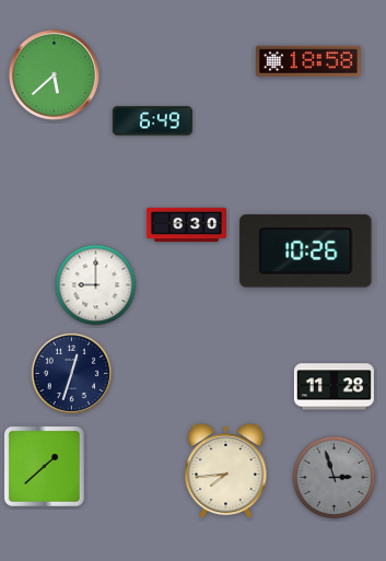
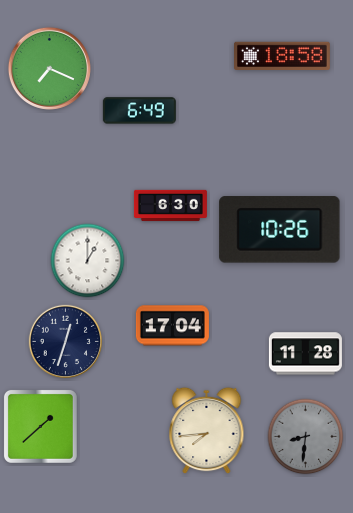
clock at (54, 74): 5:38 -> 7:19
clock at (96, 285): 9:00 -> 1:00
clock at (172, 326): none -> 17:04
clock at (335, 478): 2:57 -> 8:31
